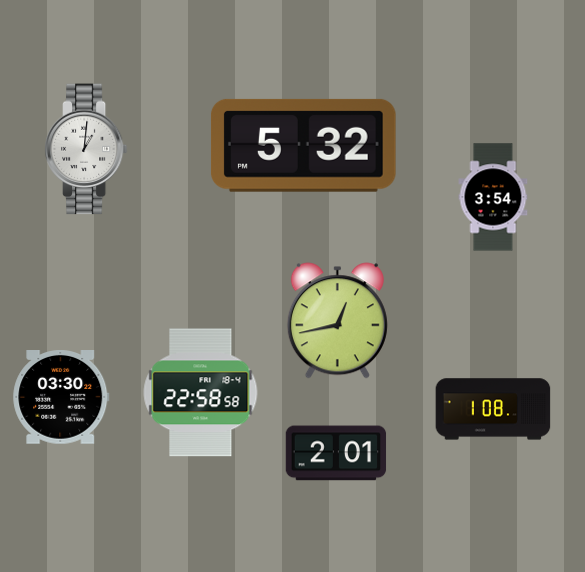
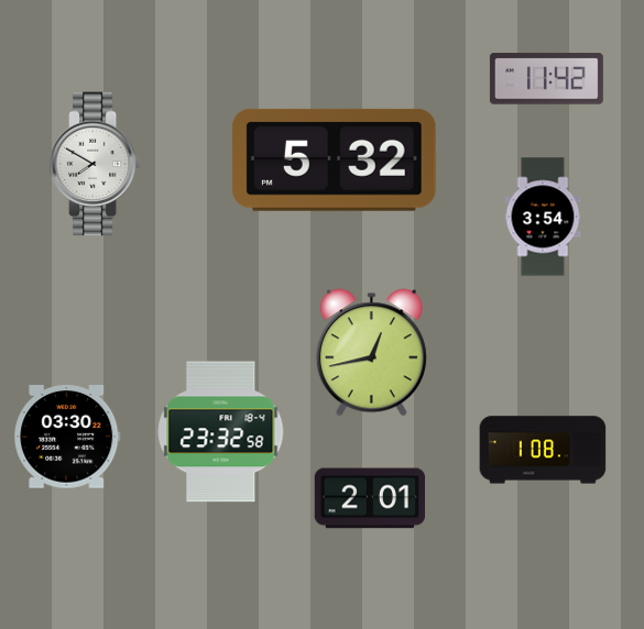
clock at (546, 79): none -> 11:42
clock at (86, 149): 1:01 -> 7:50
clock at (201, 393): 22:58 -> 23:32
